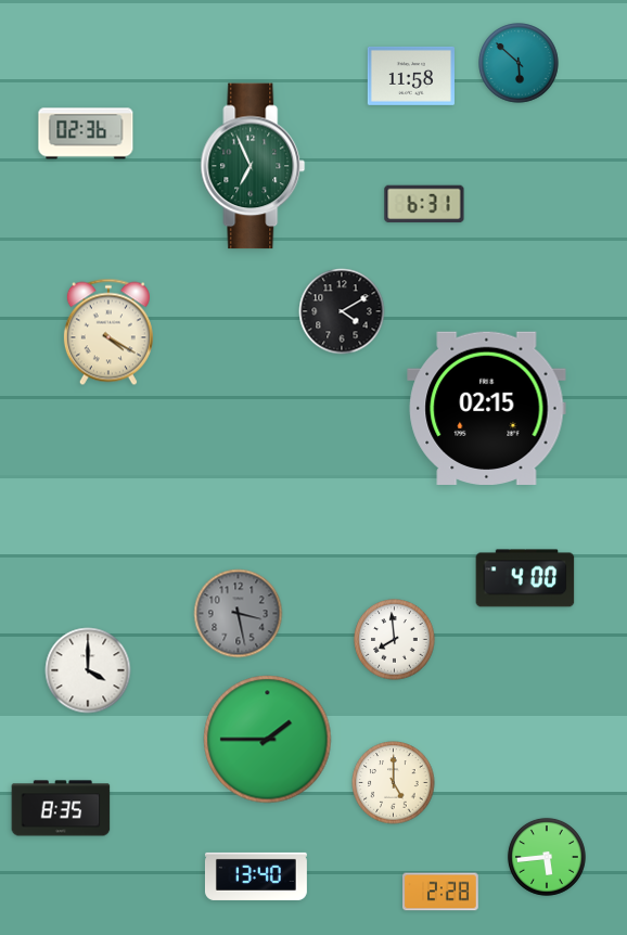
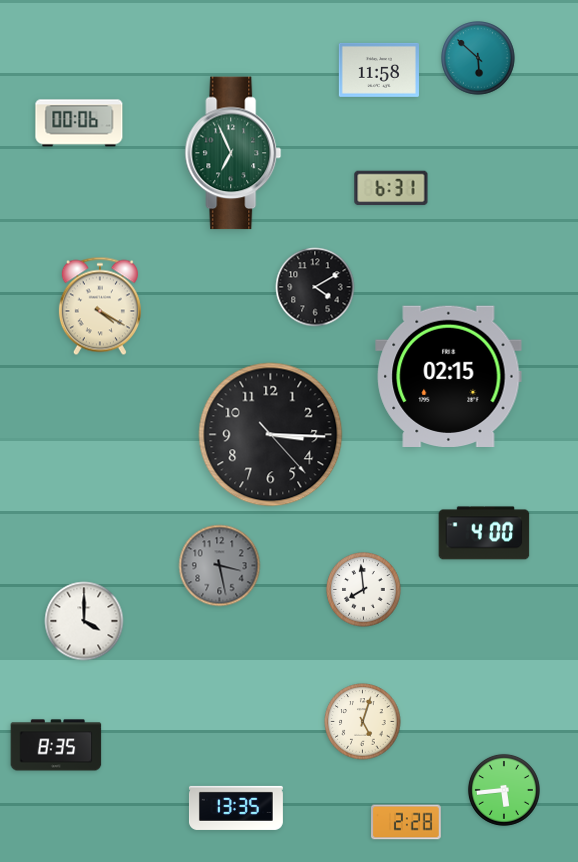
clock at (86, 133): 02:36 -> 00:06
clock at (271, 435): none -> 3:15
clock at (88, 670) position: (88, 670) -> (84, 621)
clock at (268, 740): 1:45 -> none
clock at (394, 783): 5:00 -> 5:03
clock at (256, 876): 13:40 -> 13:35
